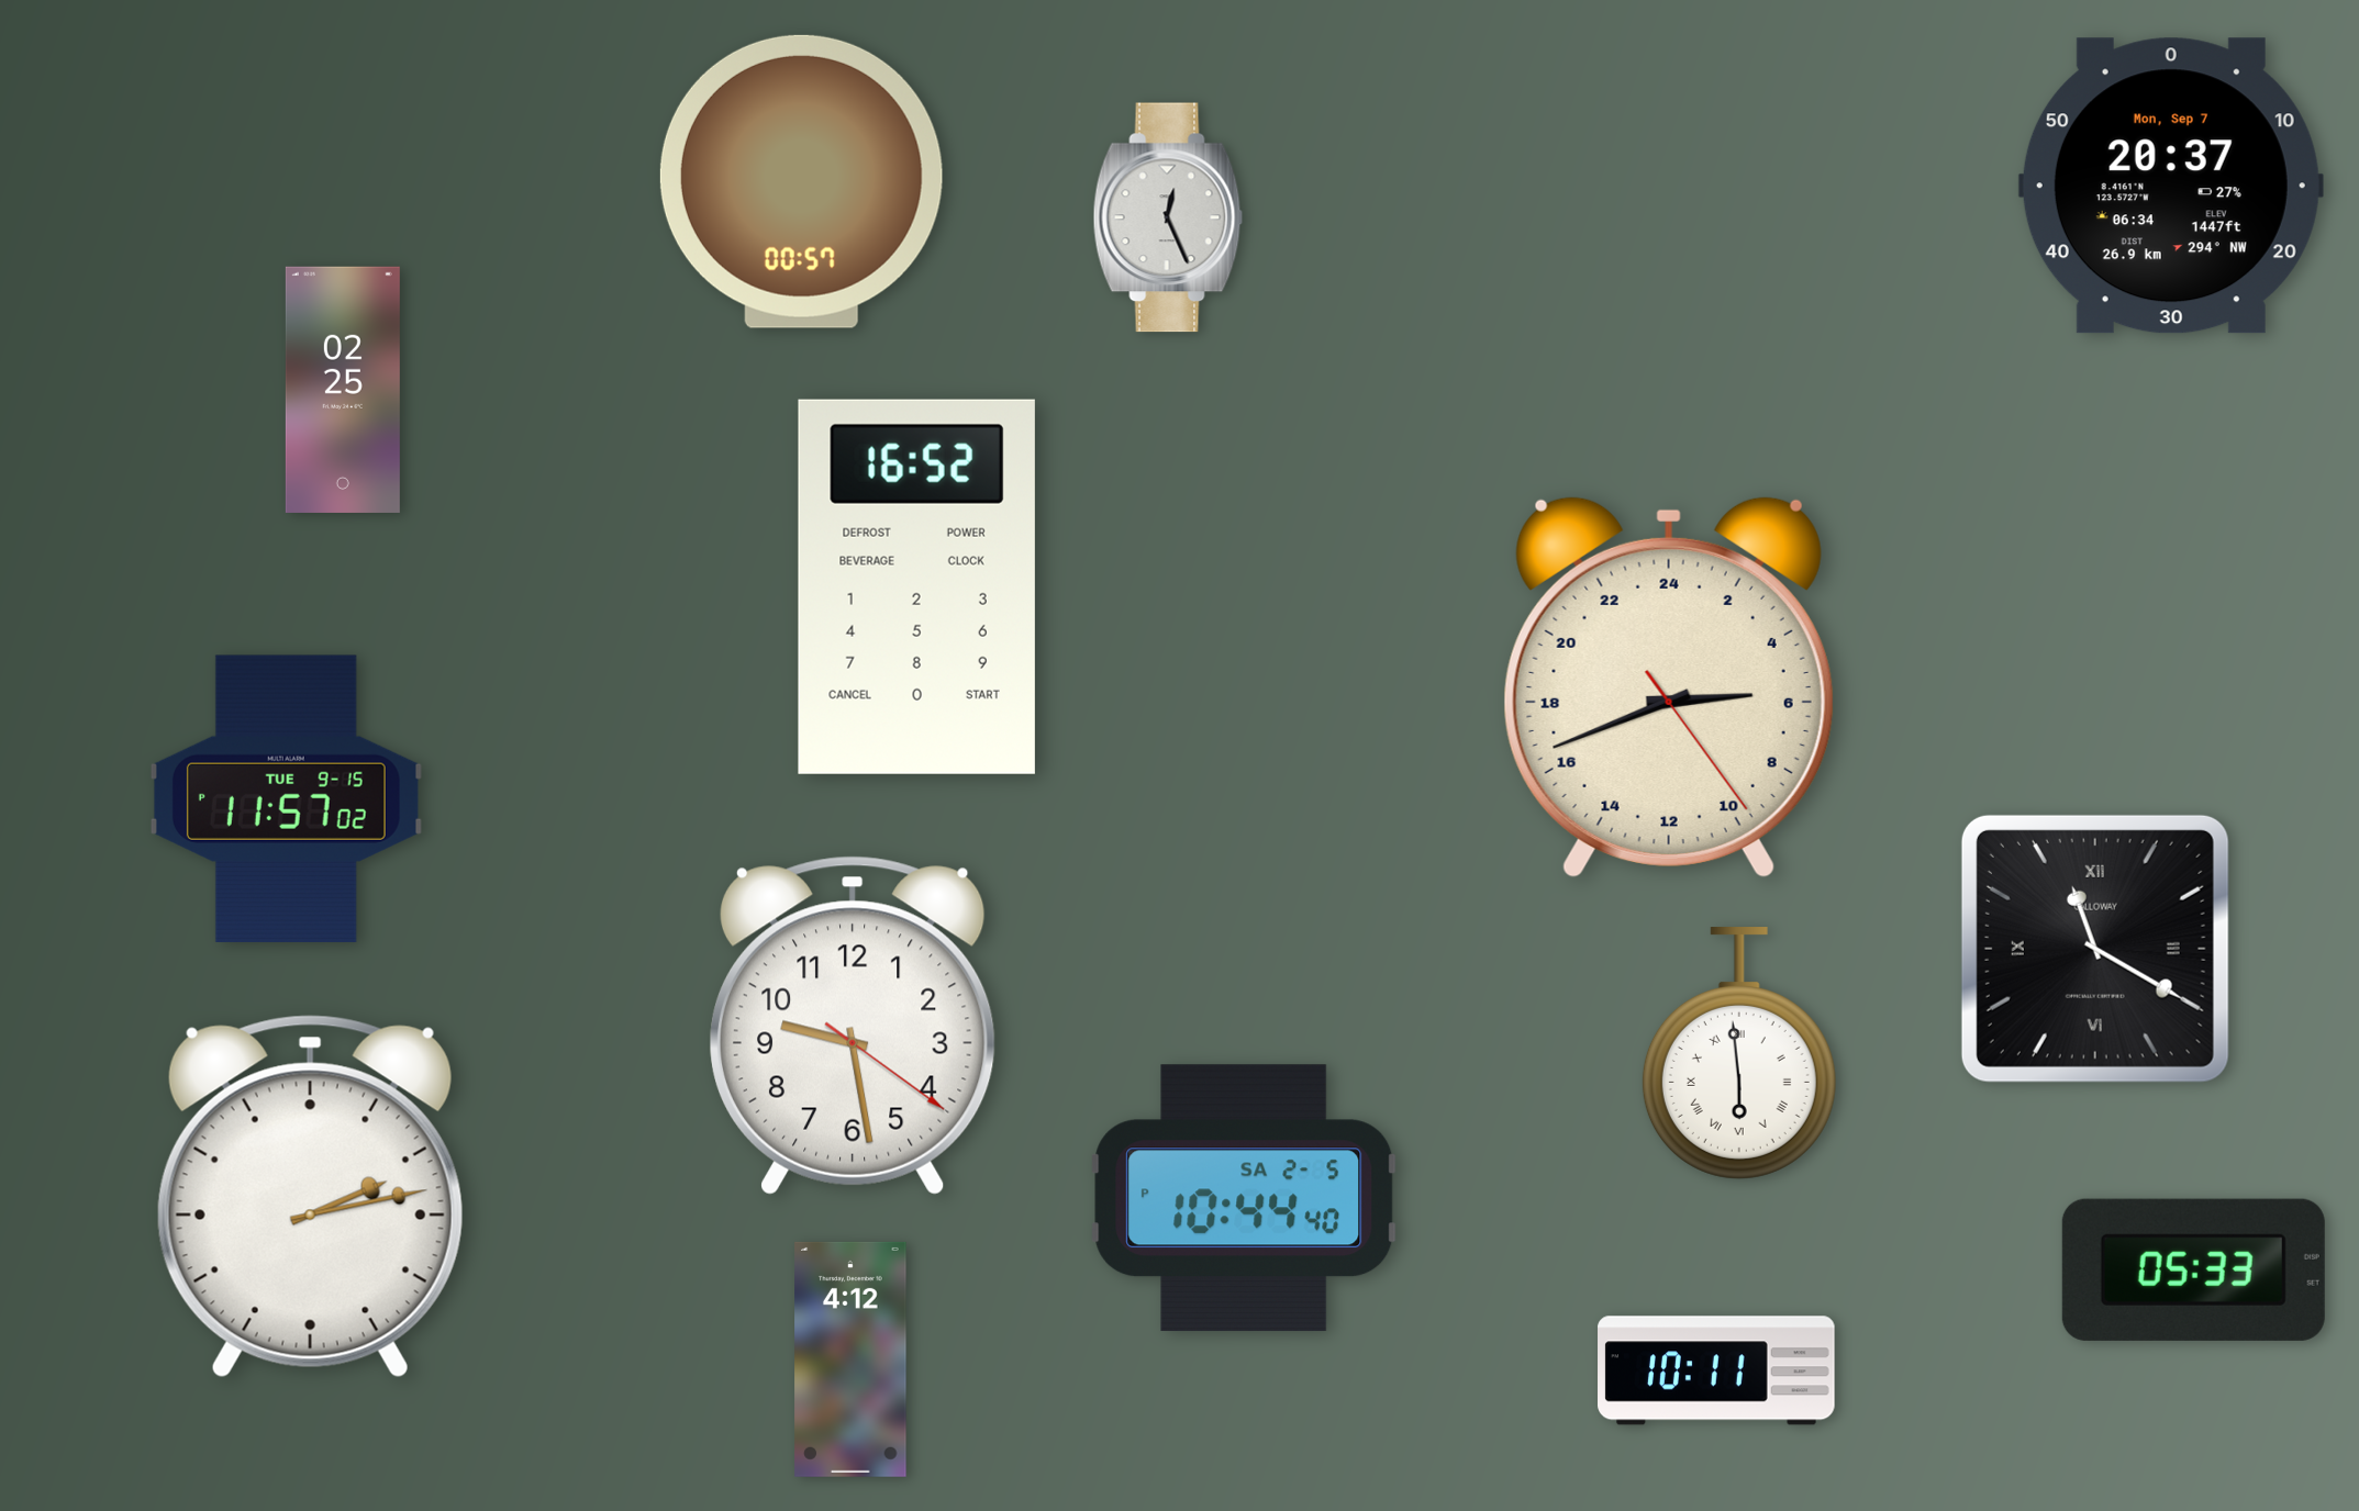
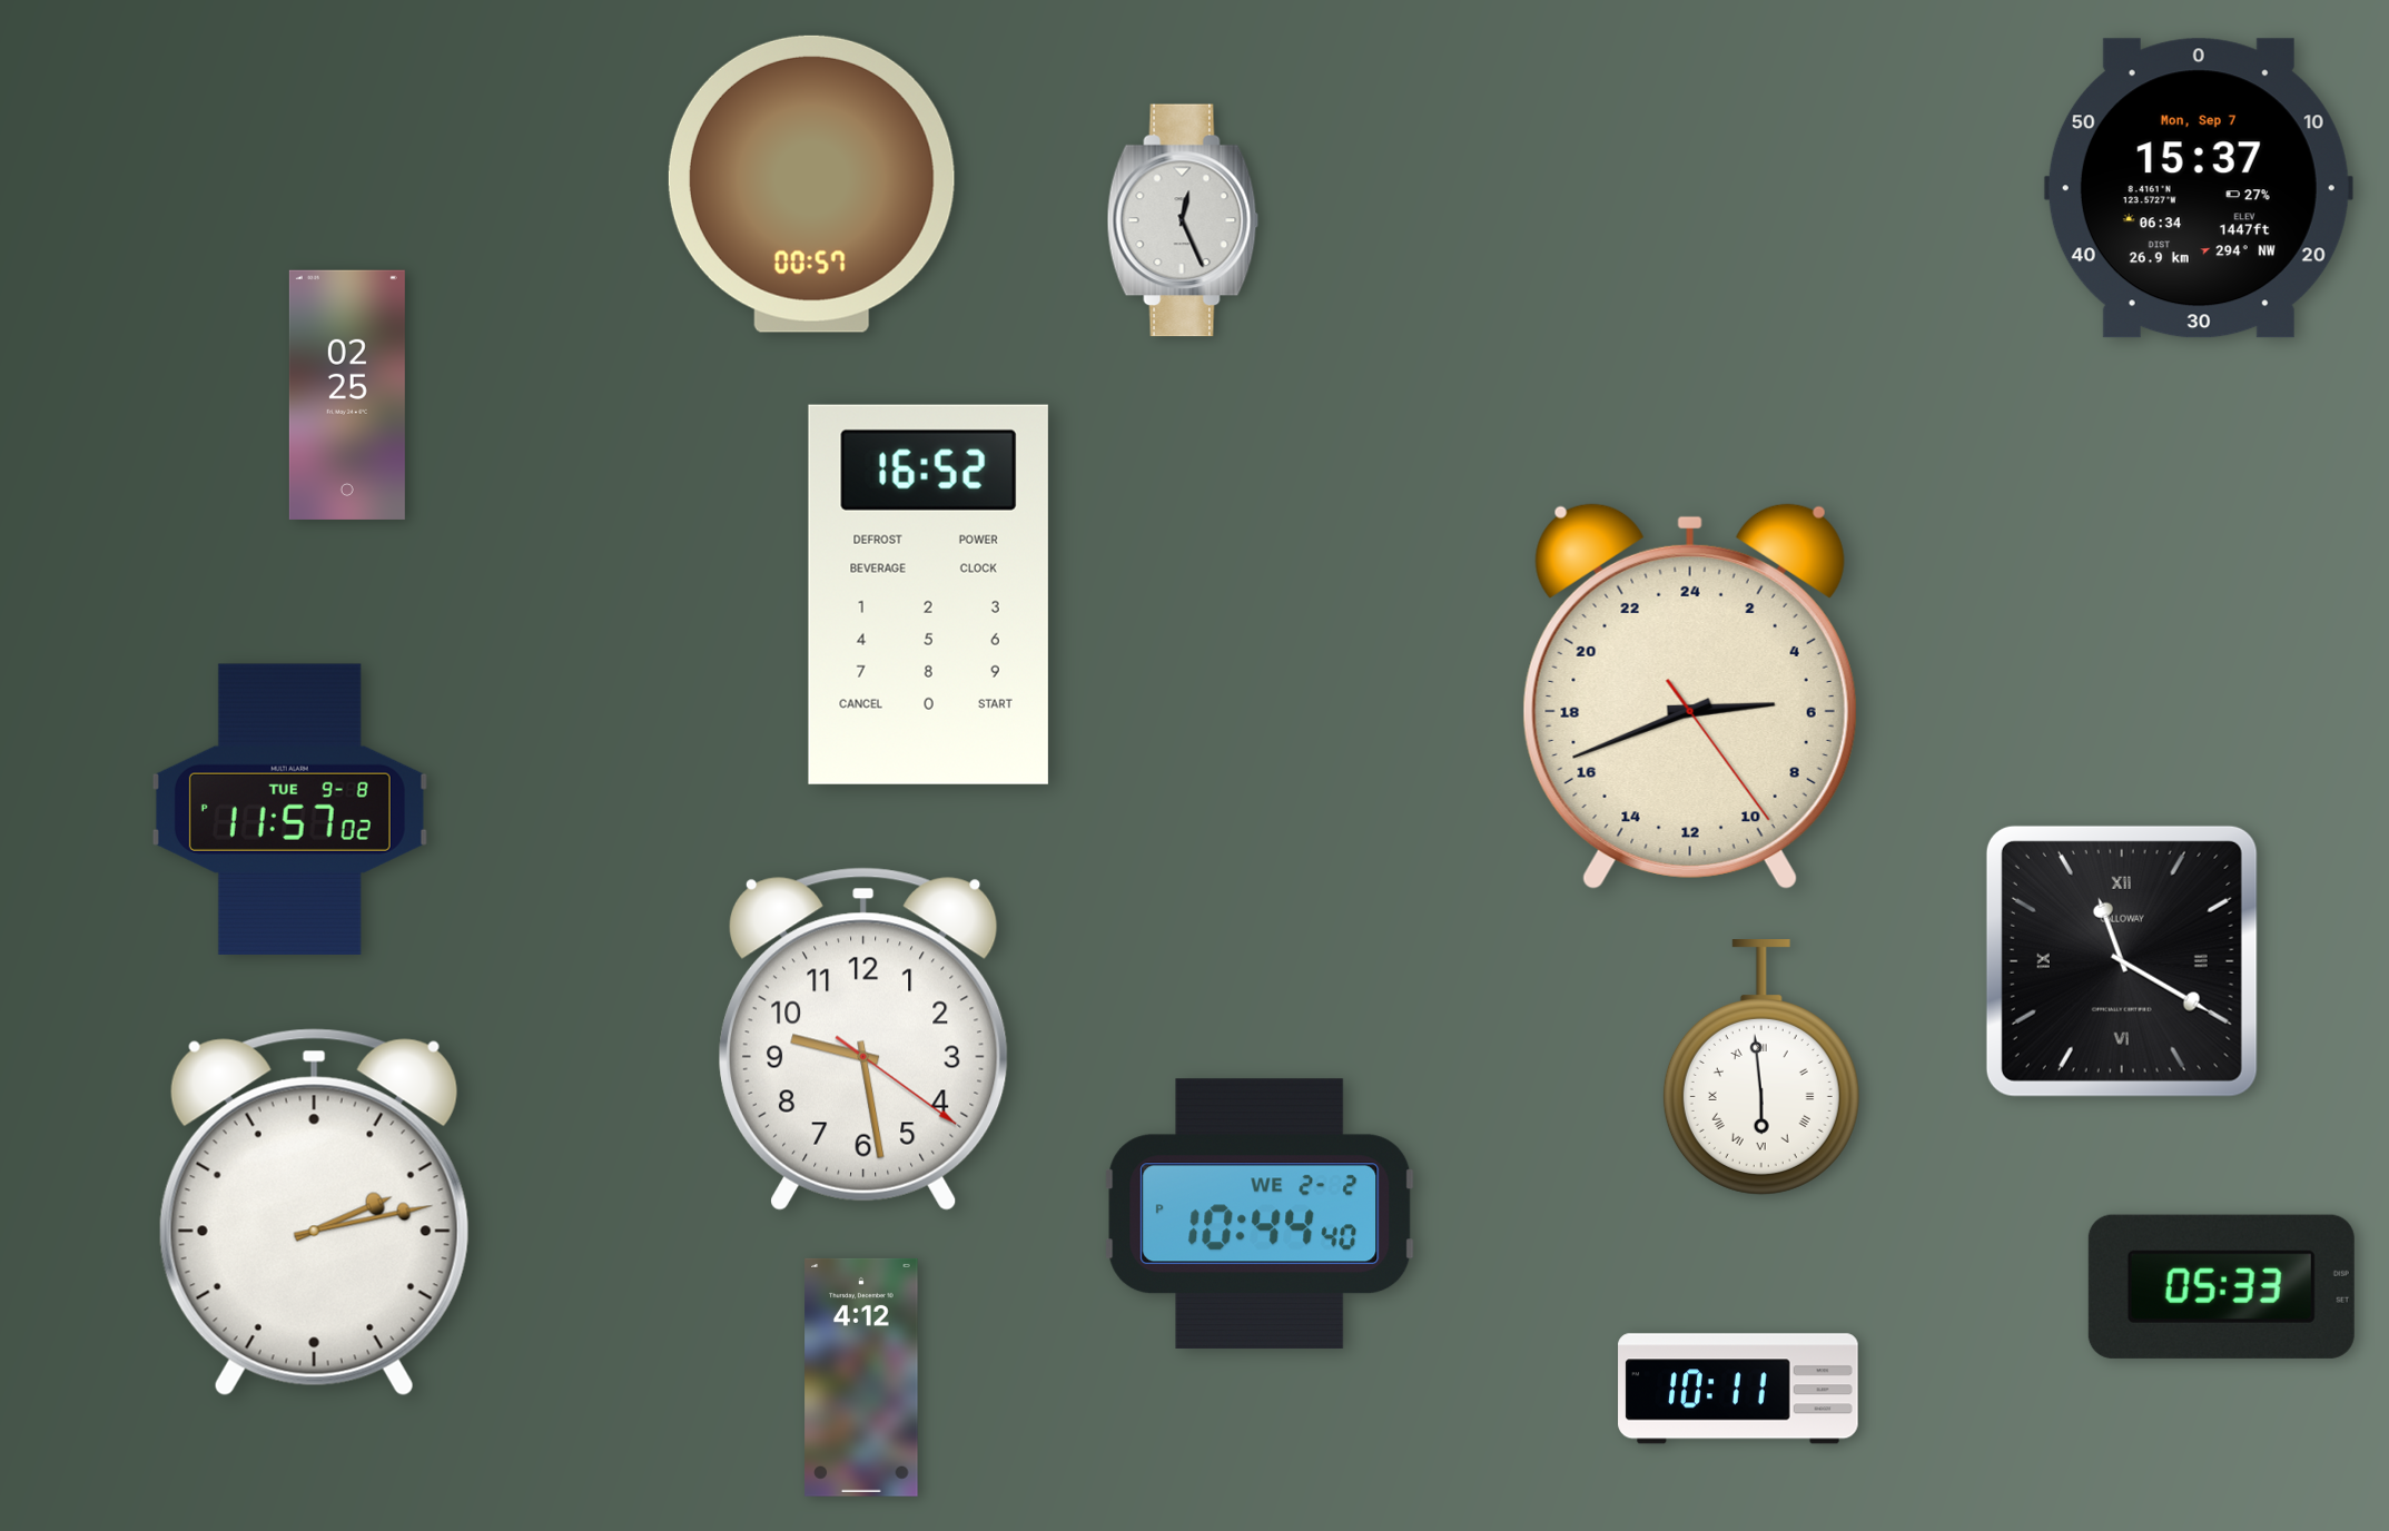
clock at (2171, 186): 20:37 -> 15:37
clock at (286, 798) date: TUE 9-15 -> TUE 9-8
clock at (1244, 1198) date: SA 2-5 -> WE 2-2
